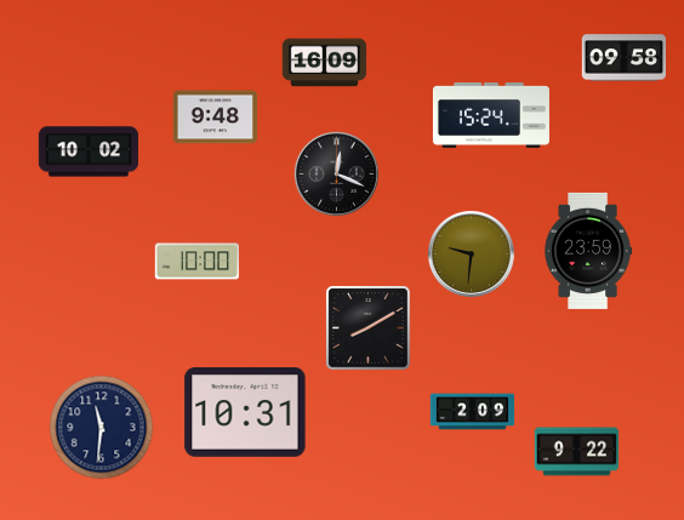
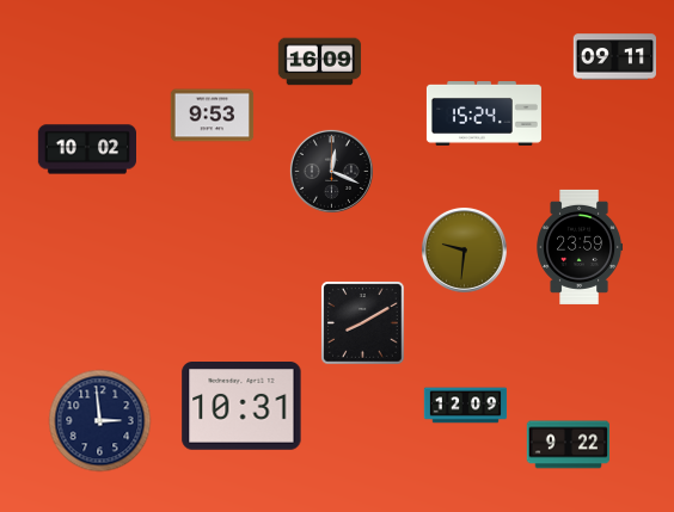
clock at (623, 58): 09:58 -> 09:11
clock at (216, 118): 9:48 -> 9:53
clock at (196, 262): 10:00 -> none
clock at (473, 412): 2:09 -> 12:09
clock at (102, 428): 11:31 -> 2:59
